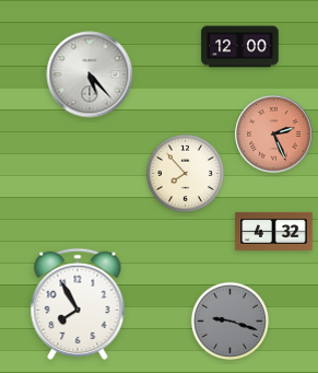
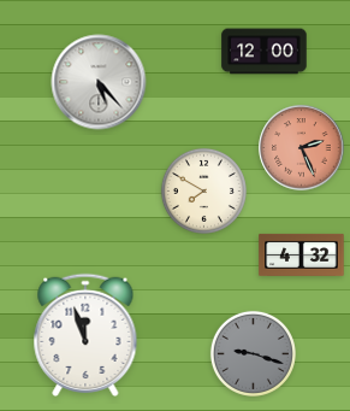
clock at (185, 173): 7:53 -> 7:50
clock at (78, 304): 7:55 -> 11:57
